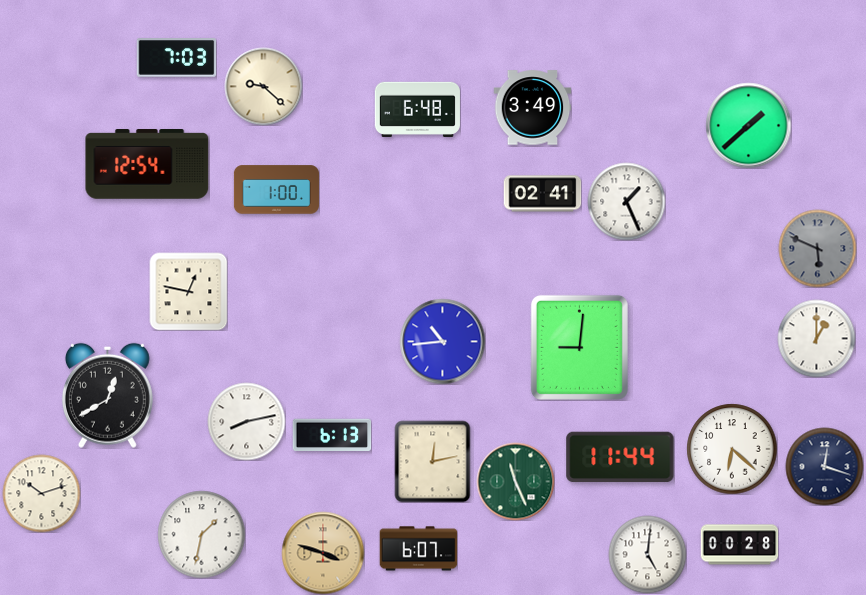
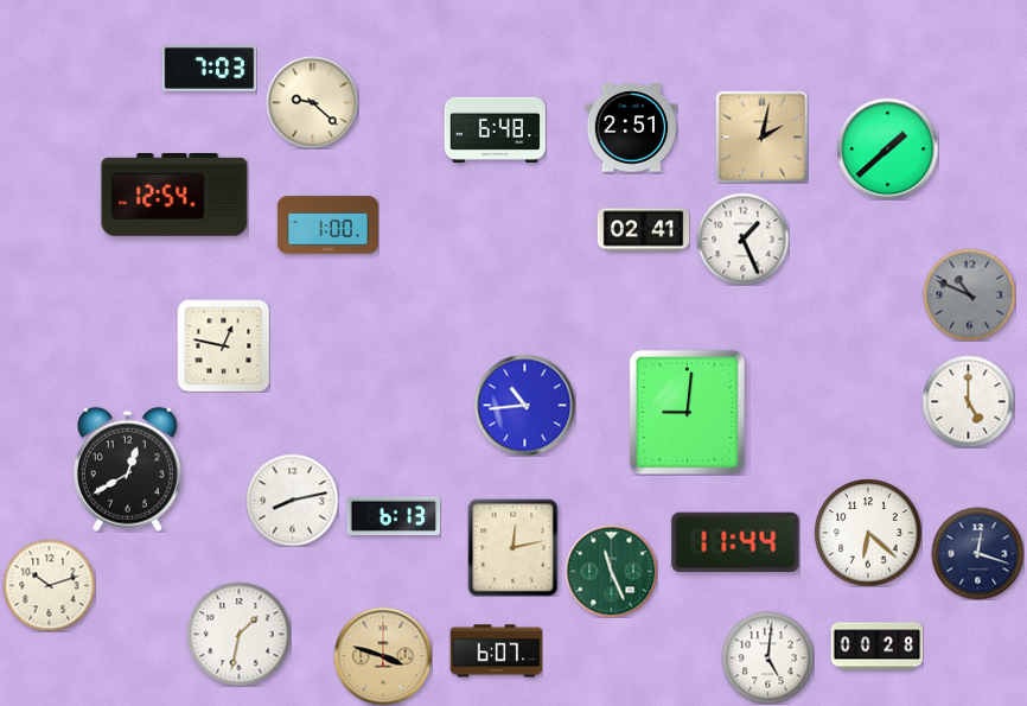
clock at (532, 108): 3:49 -> 2:51
clock at (761, 136): none -> 2:02
clock at (817, 248): 5:49 -> 10:49
clock at (816, 338): 1:00 -> 5:00
